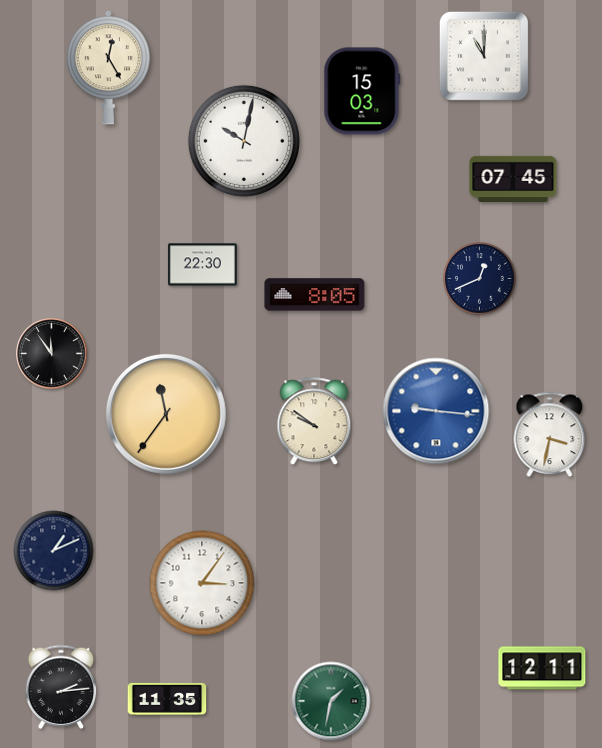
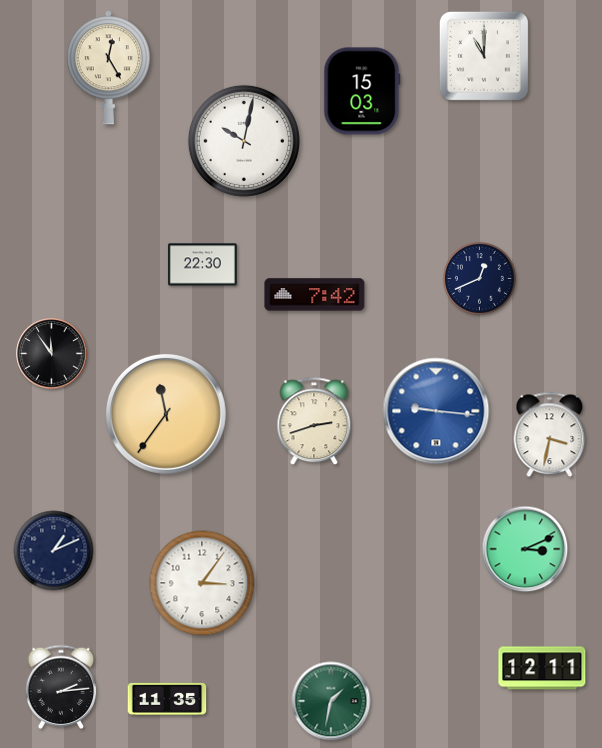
clock at (513, 178): 07:45 -> none
clock at (315, 295): 8:05 -> 7:42
clock at (314, 422): 9:51 -> 2:42
clock at (525, 549): none -> 3:11
